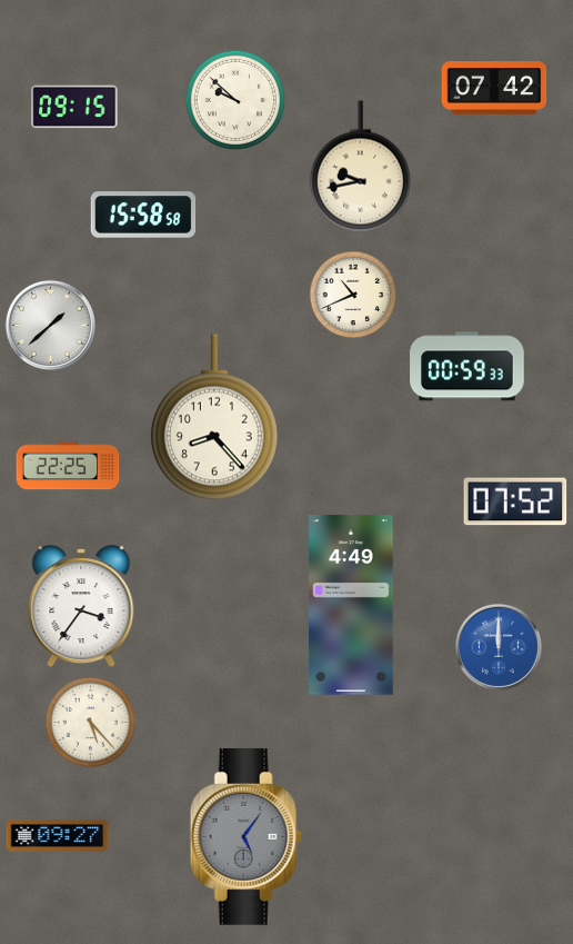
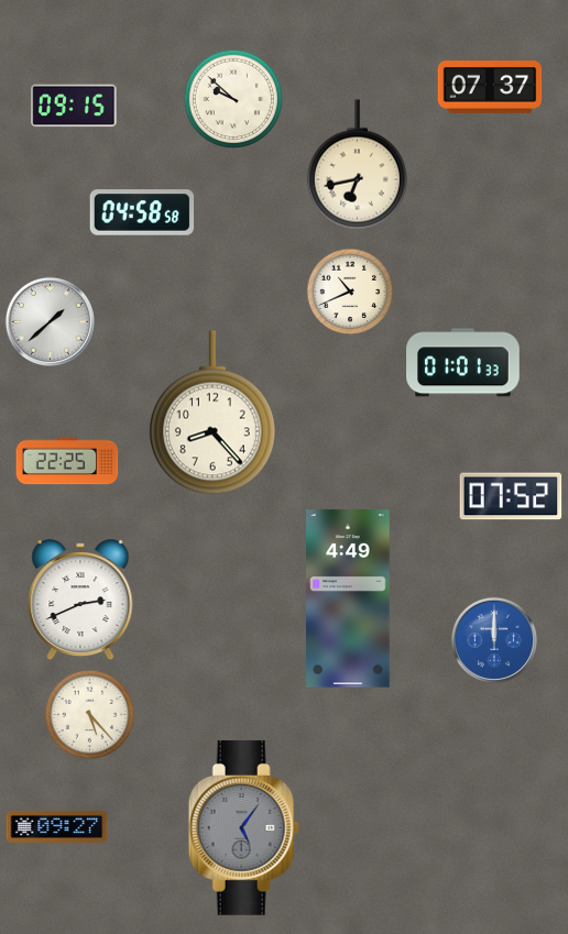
clock at (494, 89): 07:42 -> 07:37
clock at (360, 167): 9:43 -> 6:43
clock at (143, 215): 15:58 -> 04:58
clock at (468, 367): 00:59 -> 01:01
clock at (81, 607): 3:36 -> 2:41
